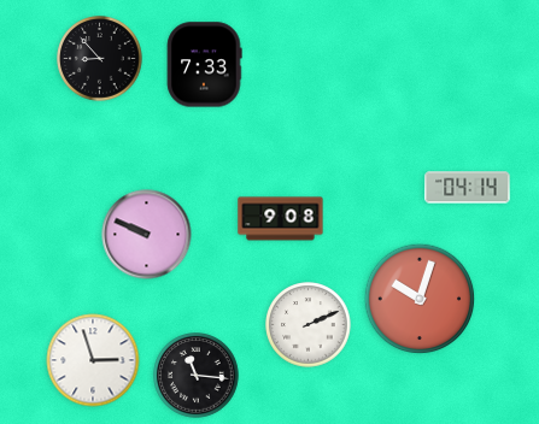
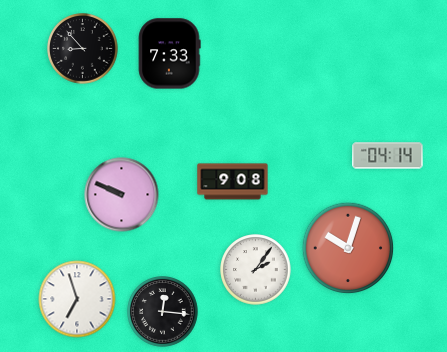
clock at (309, 325): 2:11 -> 2:06
clock at (93, 360): 2:57 -> 6:57
clock at (197, 376): 11:16 -> 12:16
